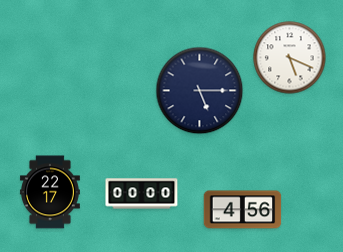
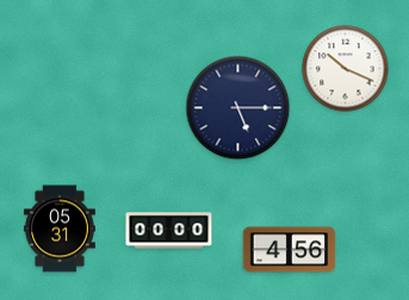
clock at (290, 58): 5:19 -> 10:19
clock at (50, 192): 22:17 -> 05:31
